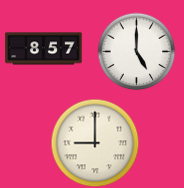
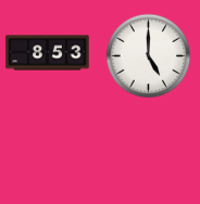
clock at (44, 49): 8:57 -> 8:53
clock at (95, 143): 9:00 -> none
